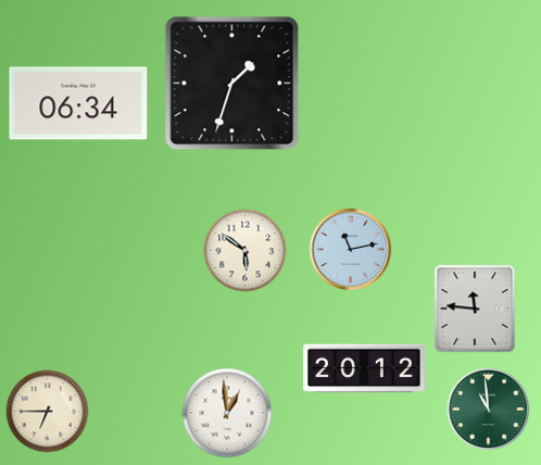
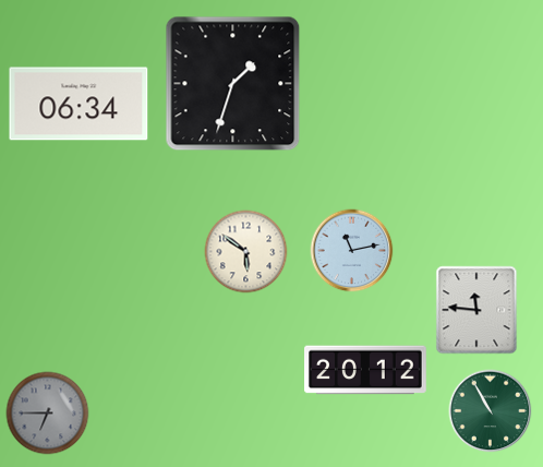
clock at (489, 410): 10:59 -> 10:55
clock at (48, 412) dial: cream -> grey
clock at (227, 413): 12:59 -> none
